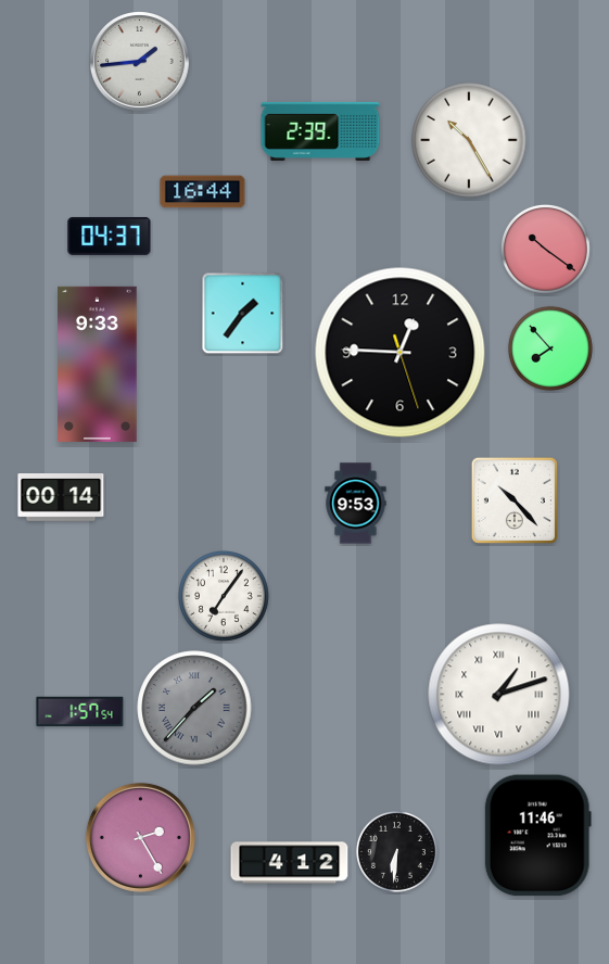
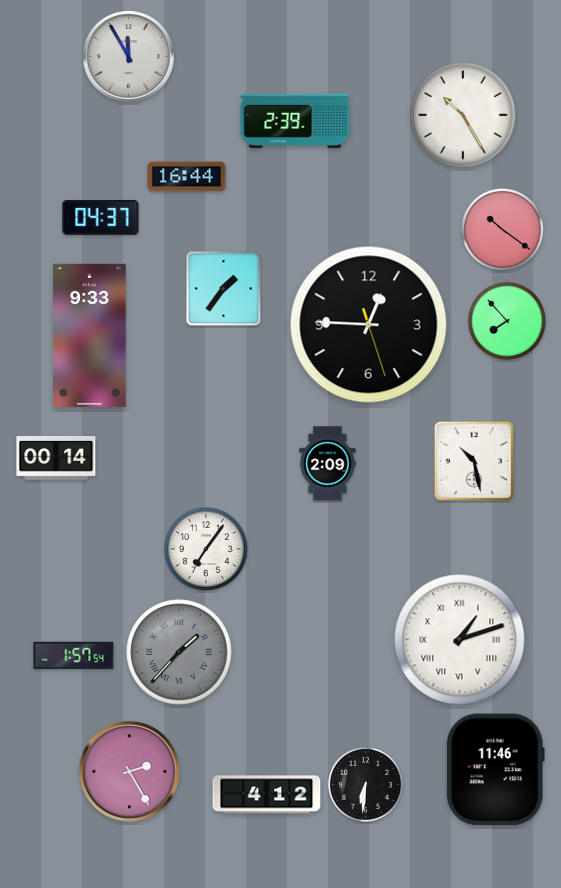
clock at (140, 62): 1:44 -> 11:55
clock at (469, 140) position: (469, 140) -> (463, 115)
clock at (515, 500): 10:23 -> 10:28
clock at (356, 504): 9:53 -> 2:09
